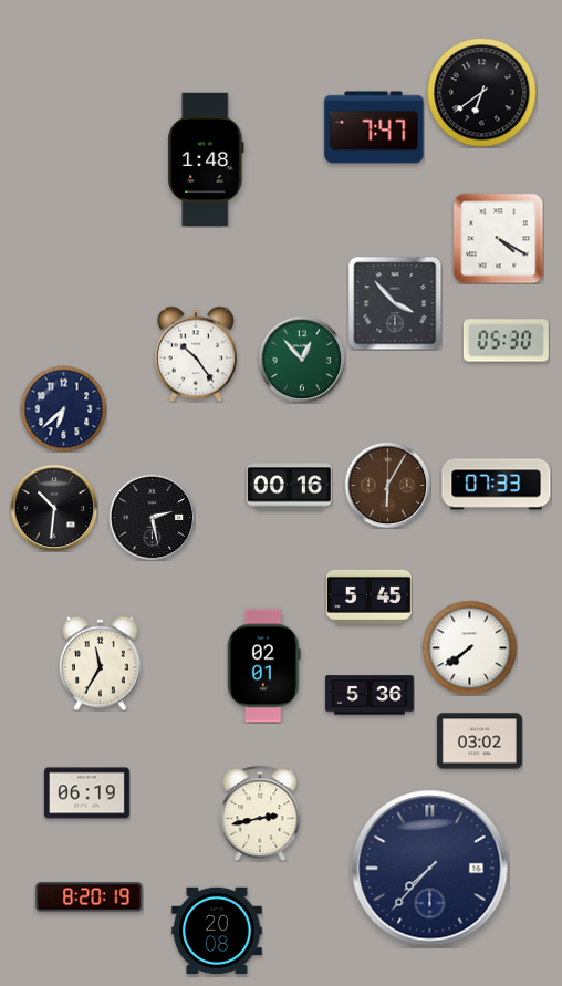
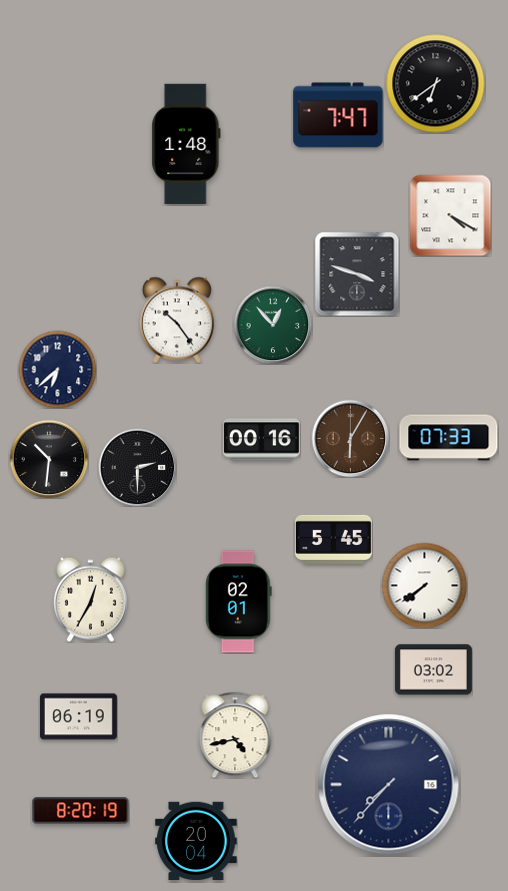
clock at (395, 303): 3:53 -> 3:48
clock at (506, 341): 05:30 -> none
clock at (152, 517): 2:28 -> 2:30
clock at (100, 663): 11:35 -> 12:35
clock at (370, 695): 5:36 -> none
clock at (260, 813): 2:43 -> 4:43
clock at (217, 930): 20:08 -> 20:04
